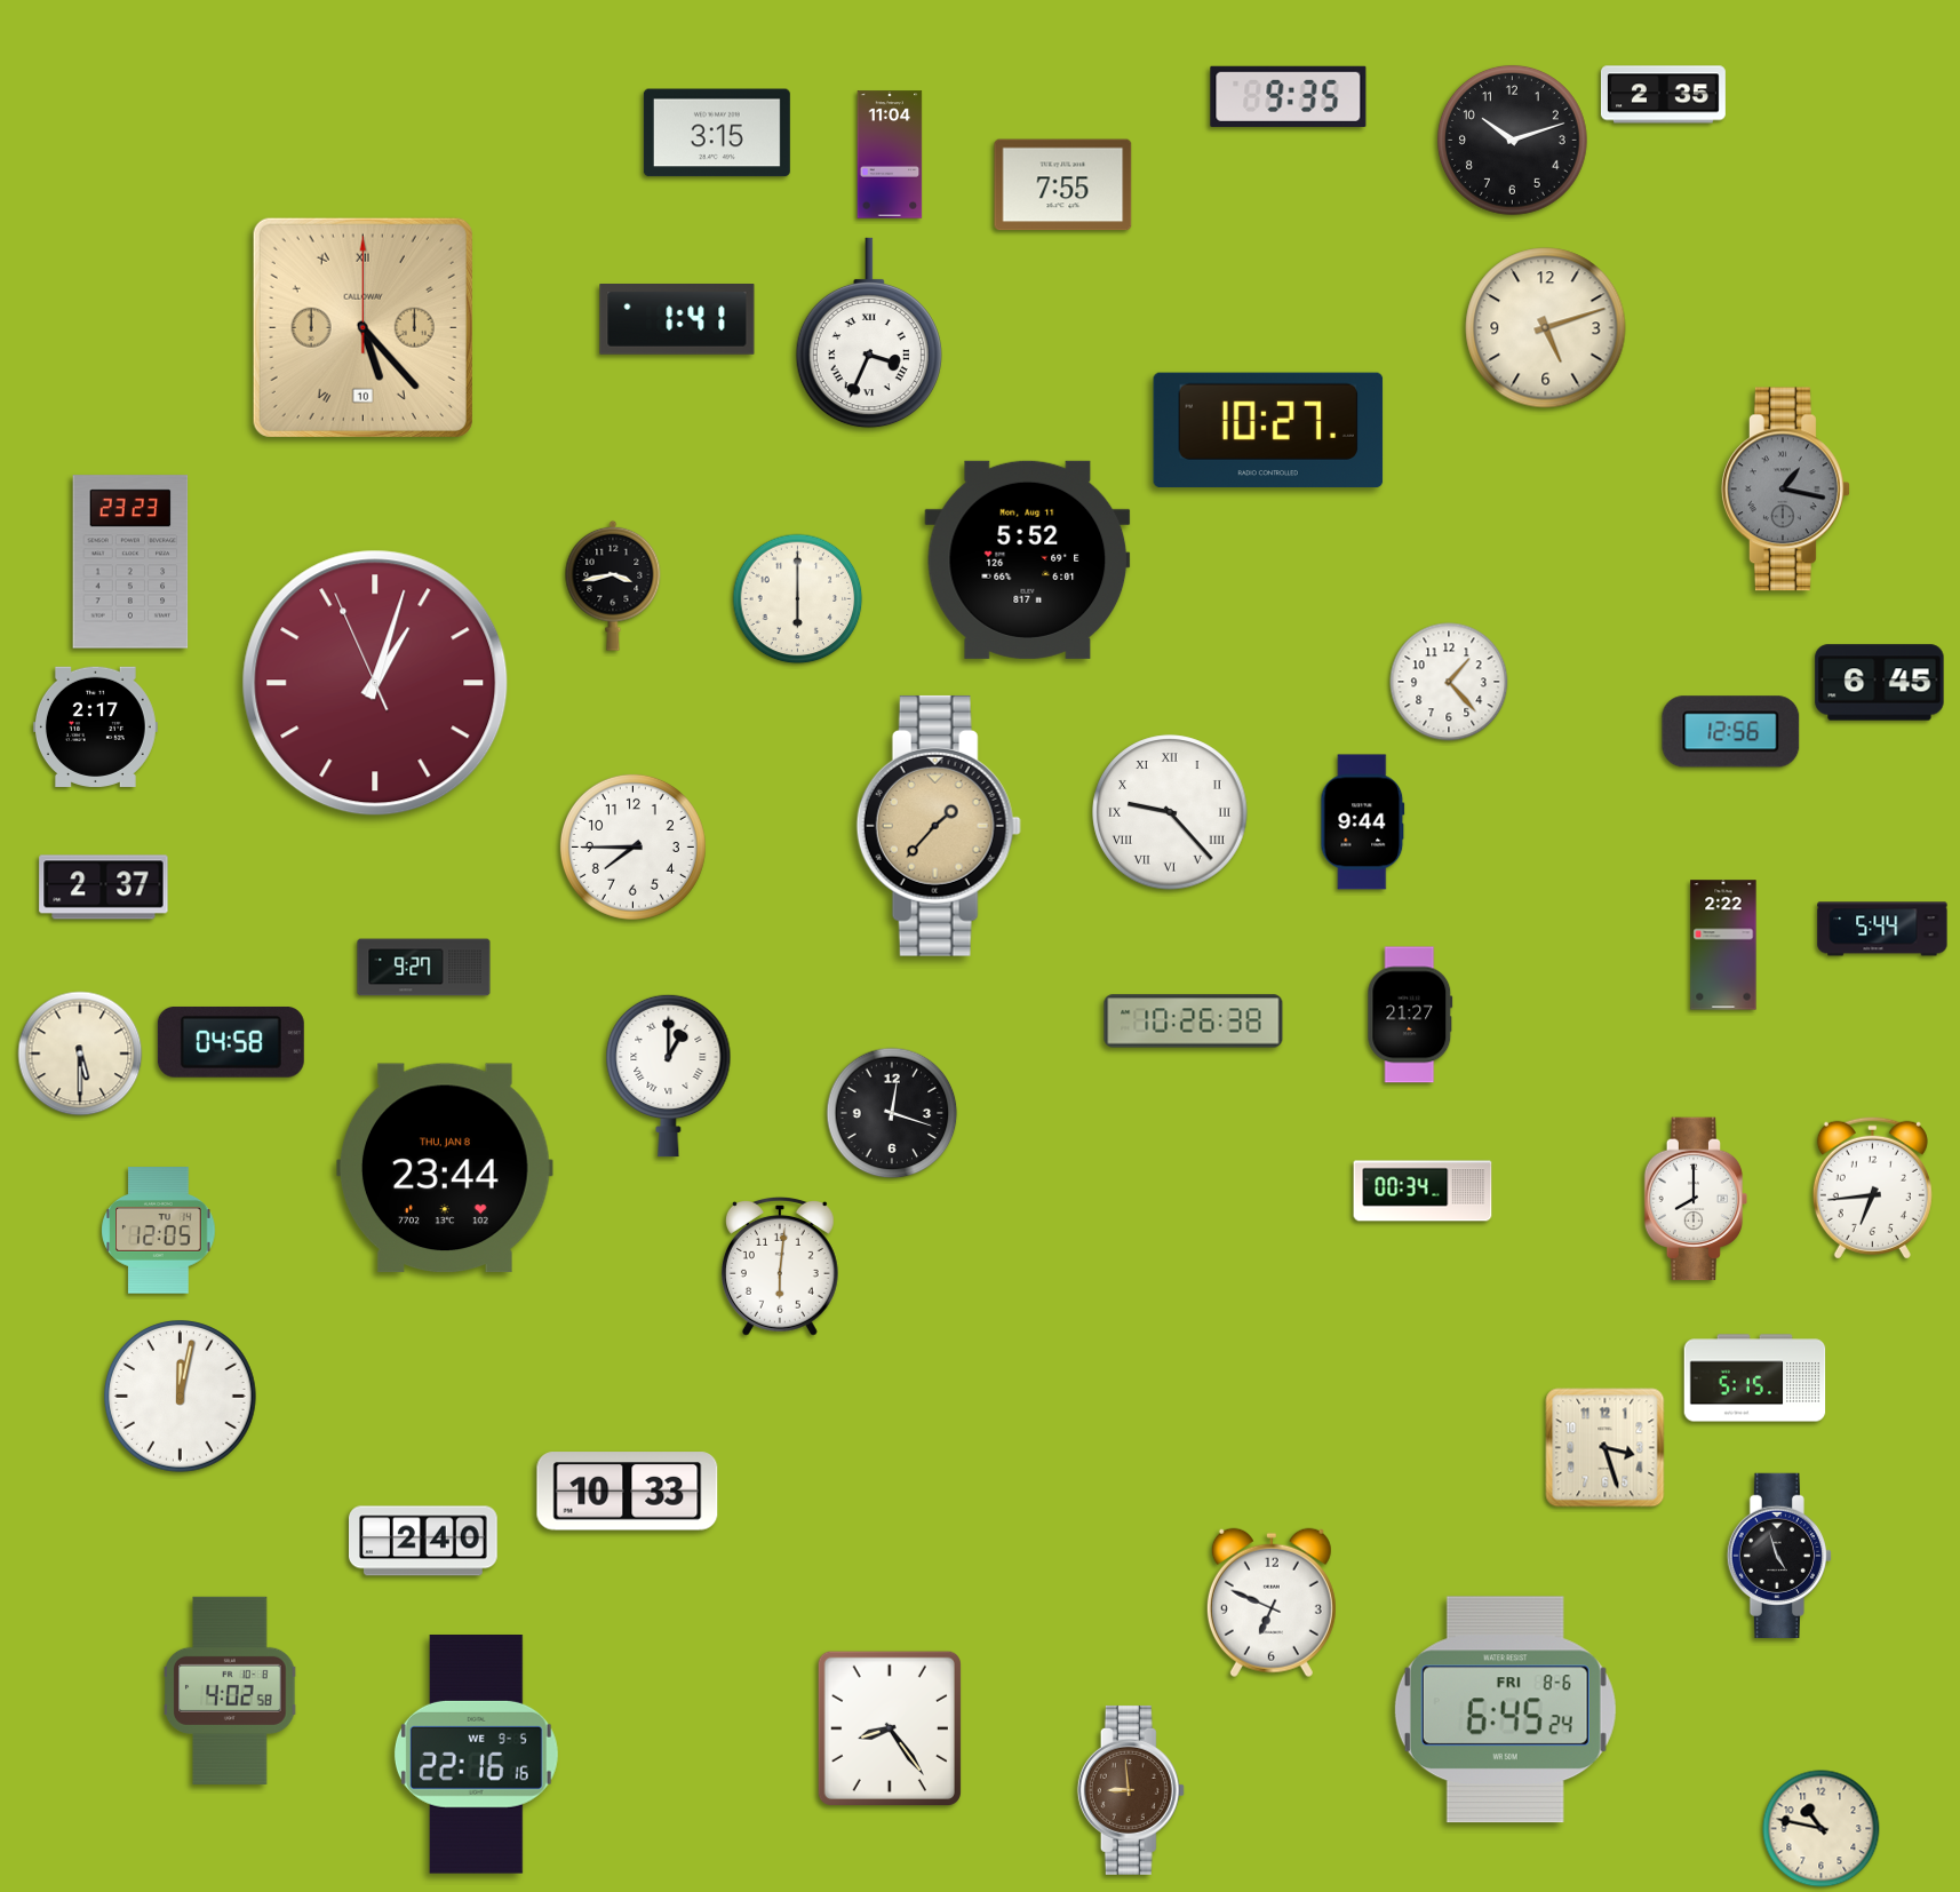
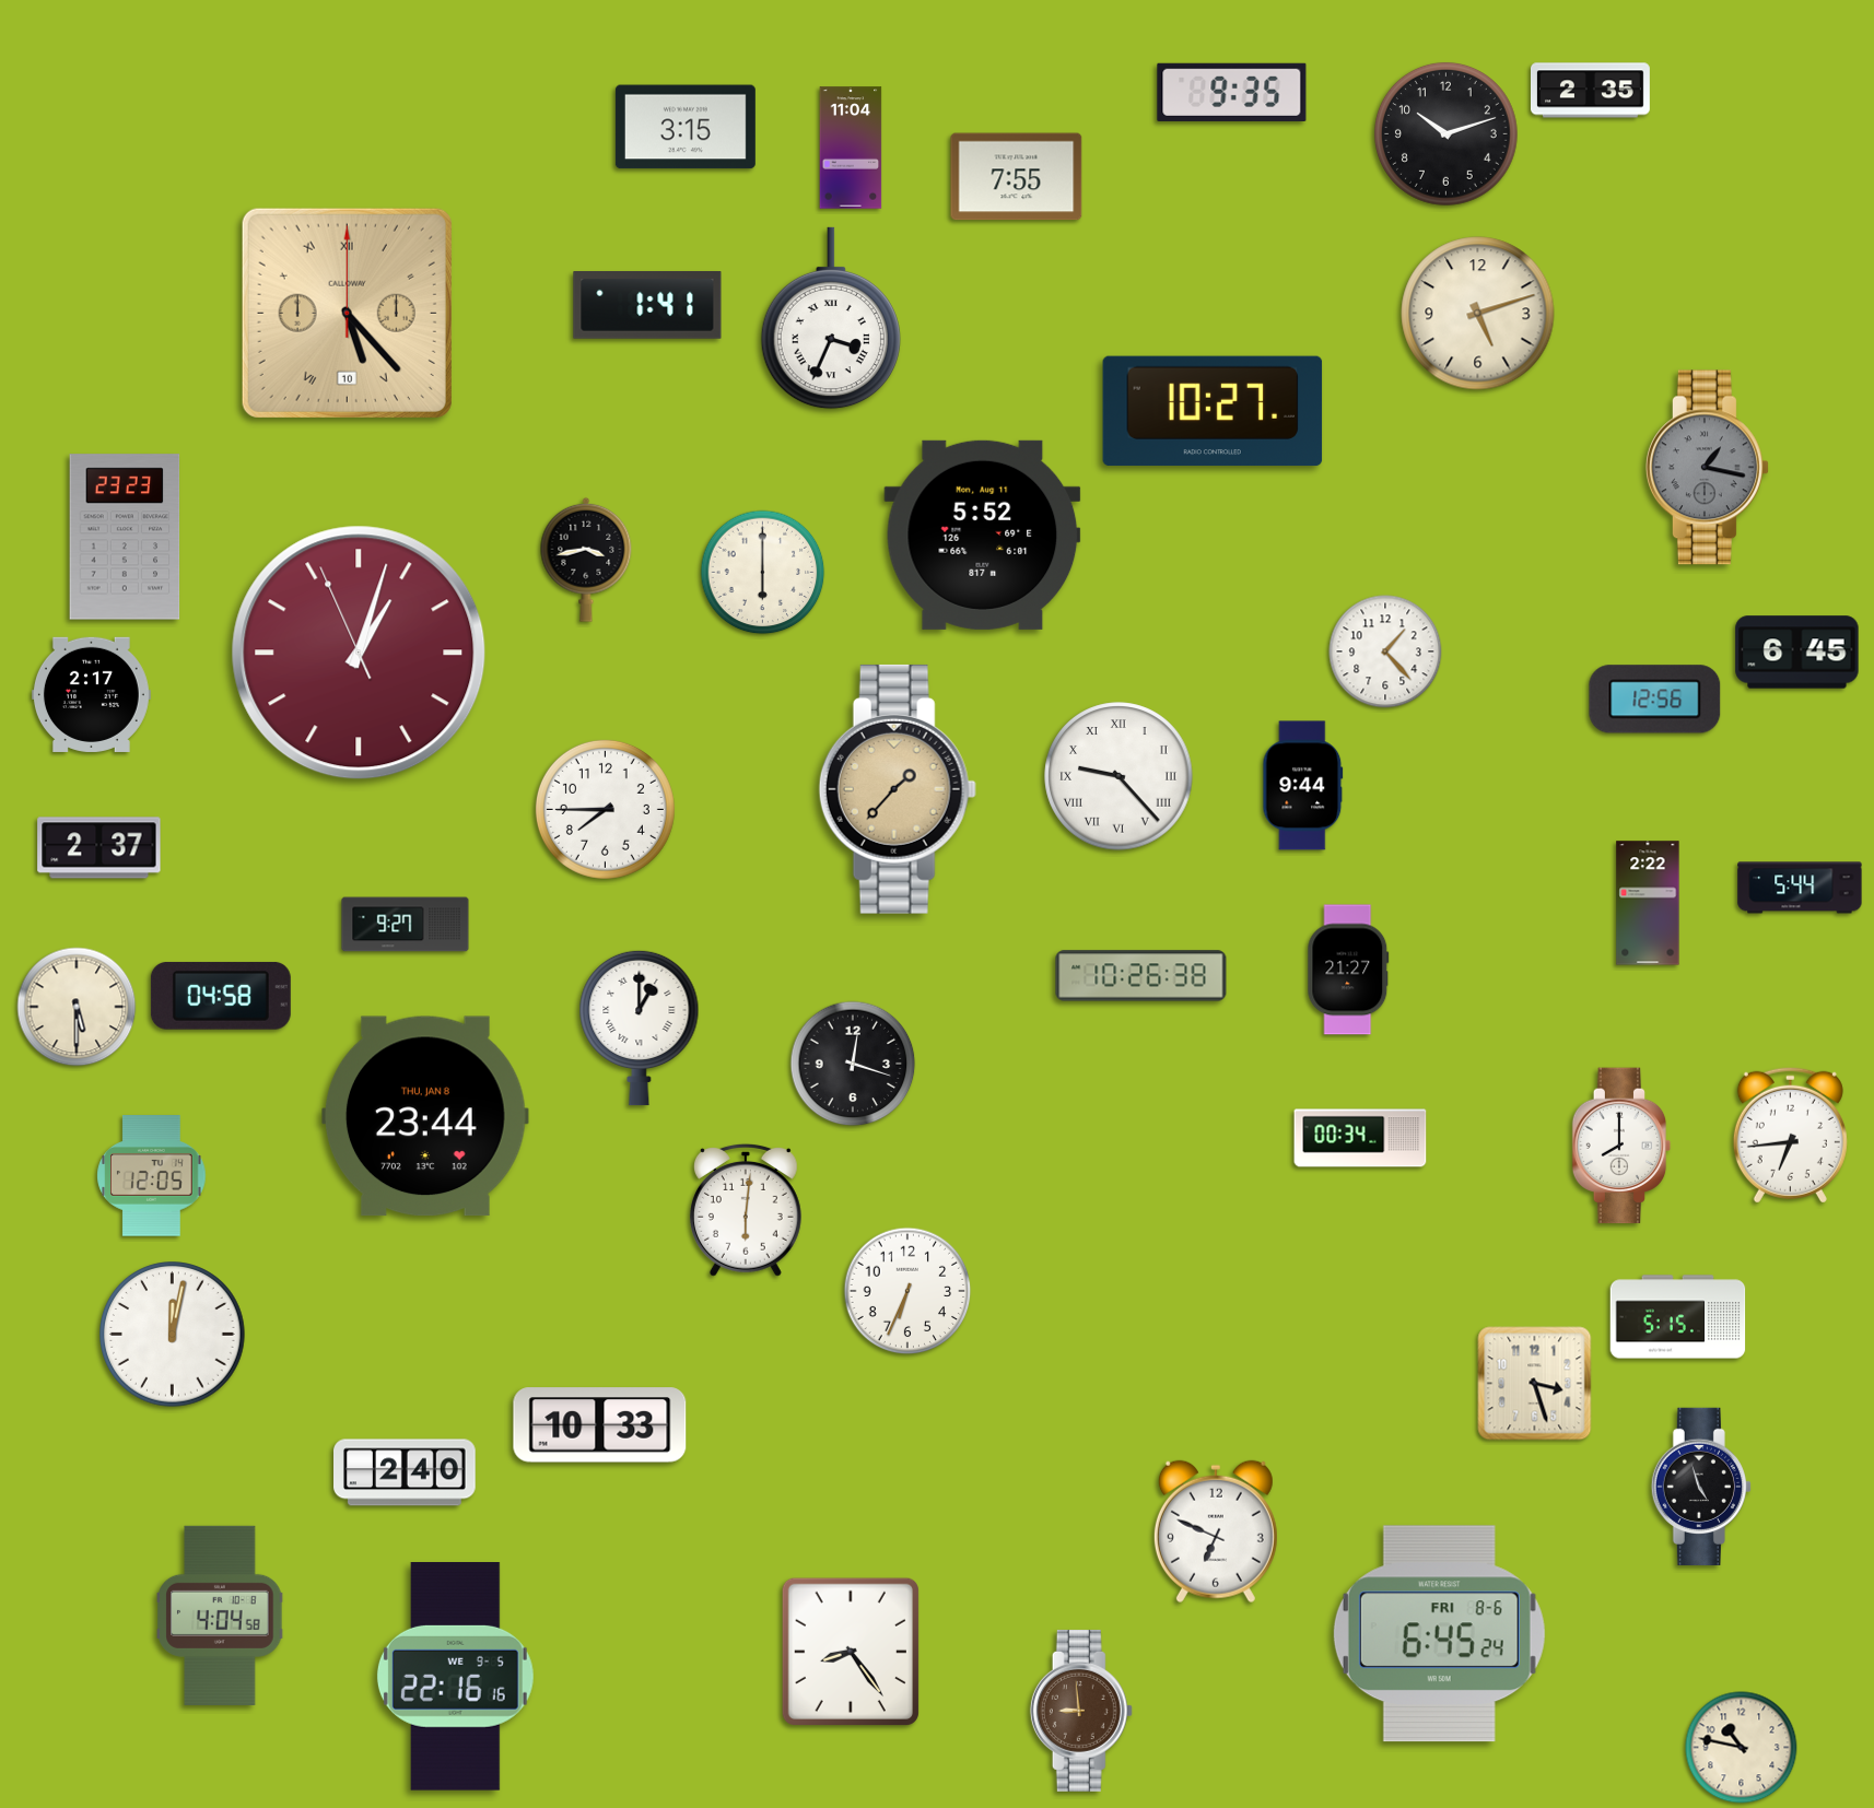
clock at (907, 1291): none -> 6:34
clock at (230, 1691): 4:02 -> 4:04
